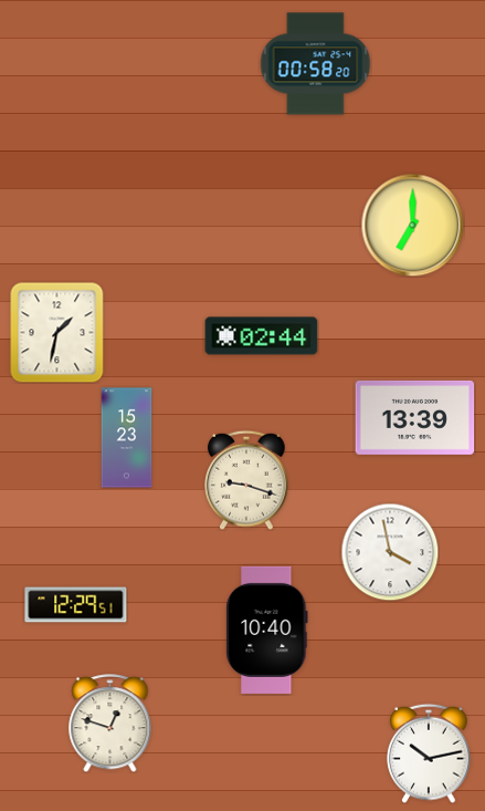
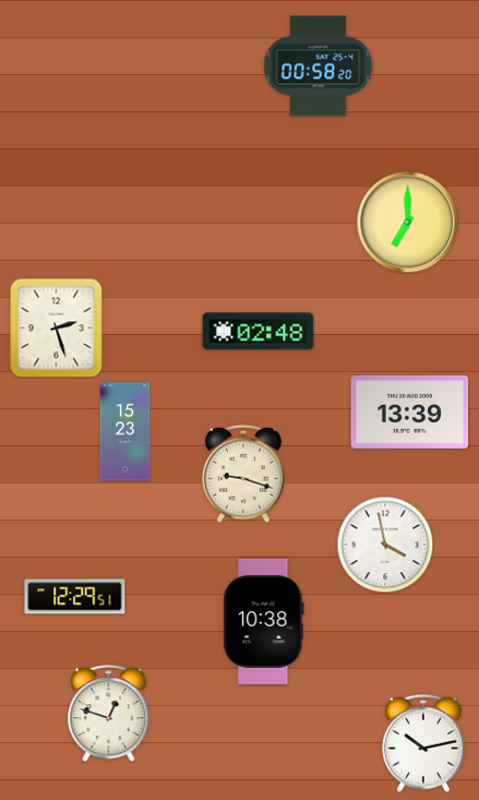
clock at (315, 64) position: (315, 64) -> (318, 67)
clock at (57, 332): 1:32 -> 2:27
clock at (262, 336): 02:44 -> 02:48
clock at (267, 630): 10:40 -> 10:38
